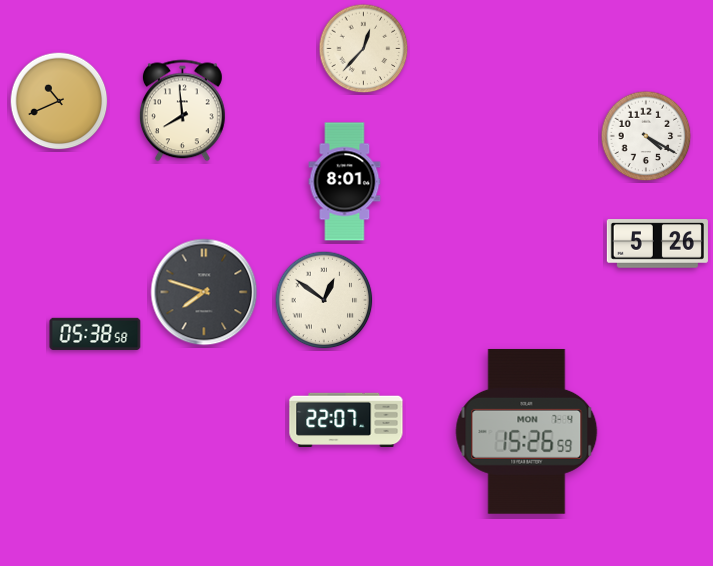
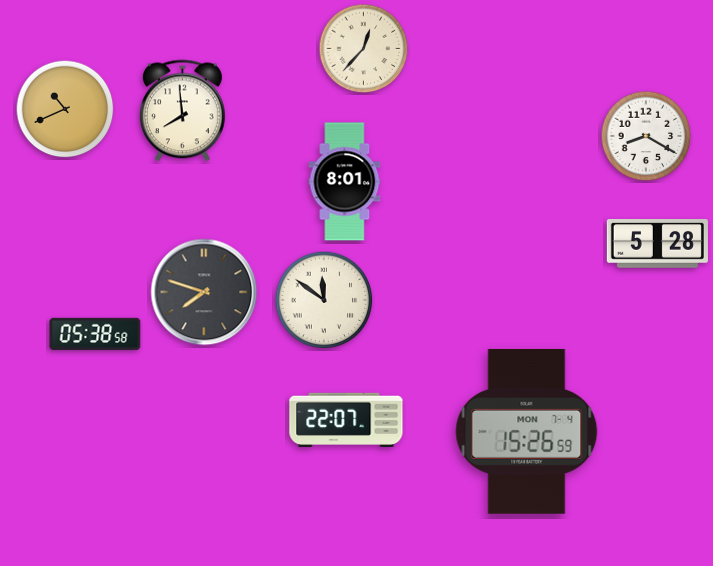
clock at (59, 101) position: (59, 101) -> (65, 109)
clock at (646, 136): 4:20 -> 8:20
clock at (657, 244): 5:26 -> 5:28
clock at (324, 300): 12:51 -> 11:51
